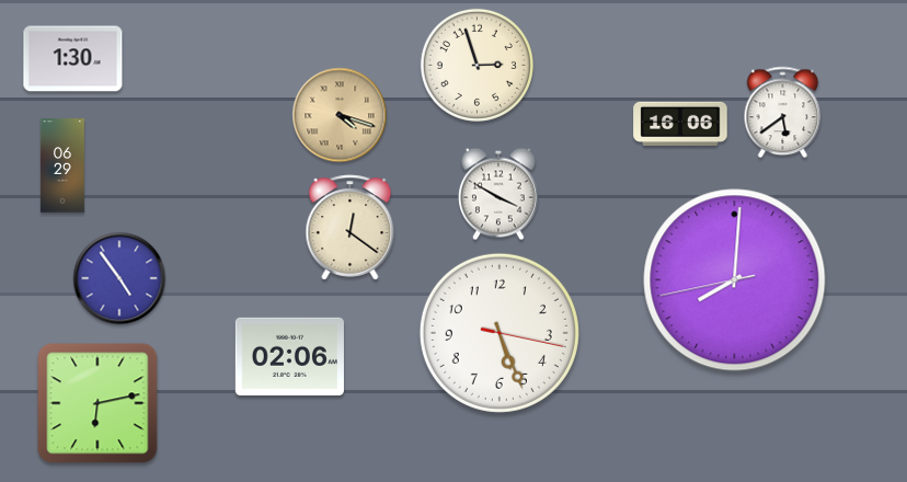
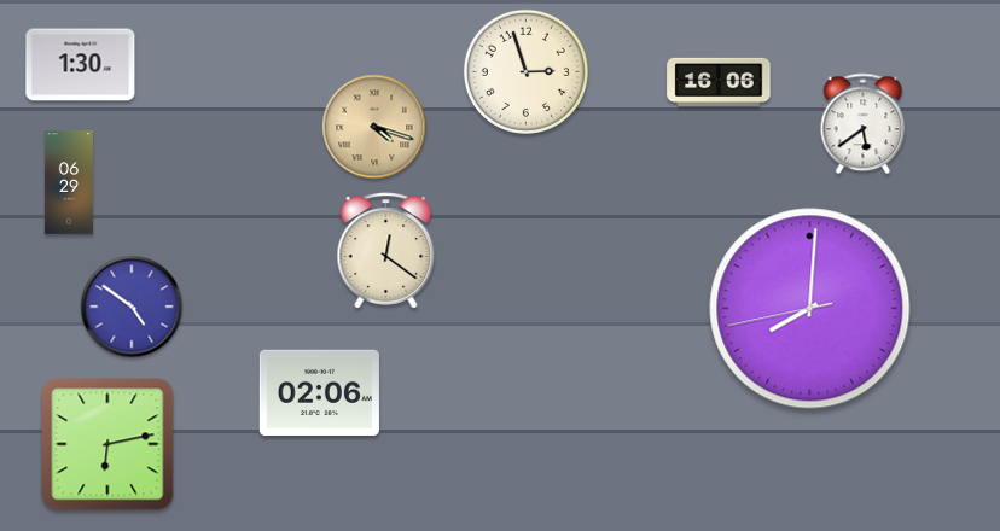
clock at (680, 123) position: (680, 123) -> (719, 81)
clock at (498, 194): 3:50 -> none
clock at (119, 278): 4:54 -> 4:51
clock at (500, 333): 5:26 -> none
